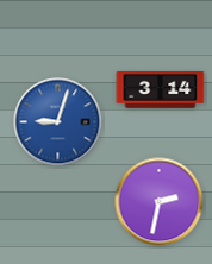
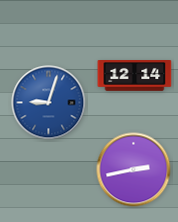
clock at (161, 90): 3:14 -> 12:14
clock at (160, 202): 2:32 -> 2:43
